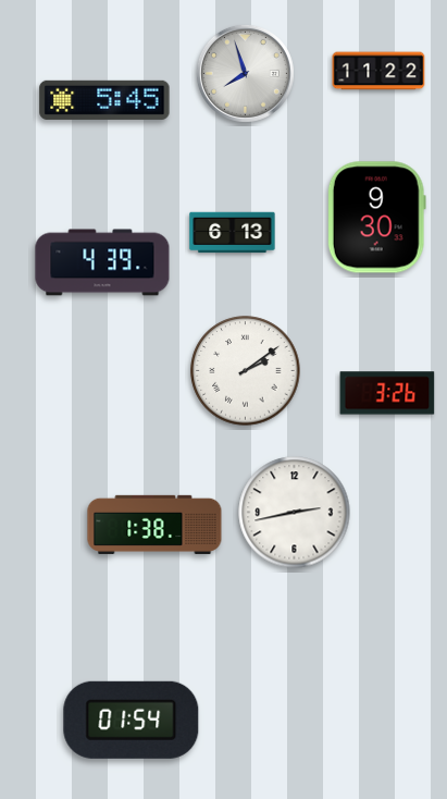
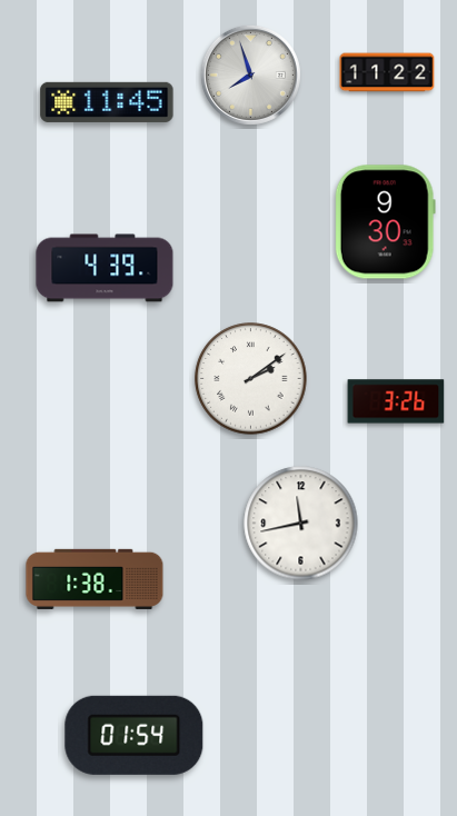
clock at (104, 100): 5:45 -> 11:45
clock at (233, 233): 6:13 -> none
clock at (295, 513): 2:43 -> 11:43
clock at (154, 525) position: (154, 525) -> (95, 579)
